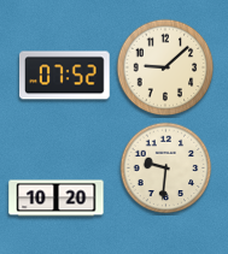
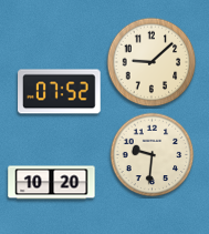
clock at (65, 76) position: (65, 76) -> (60, 92)
